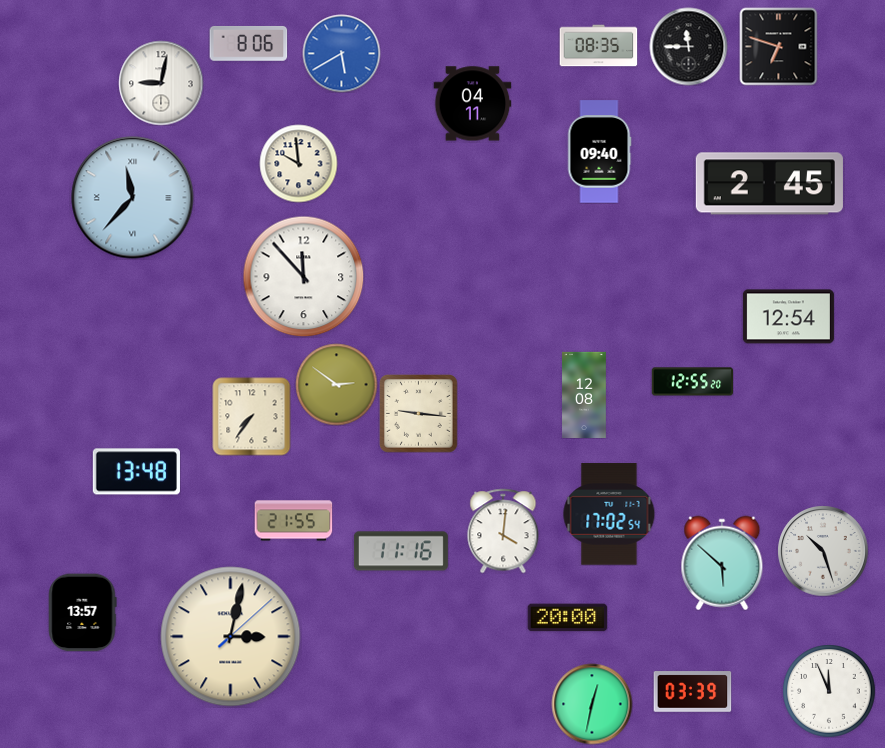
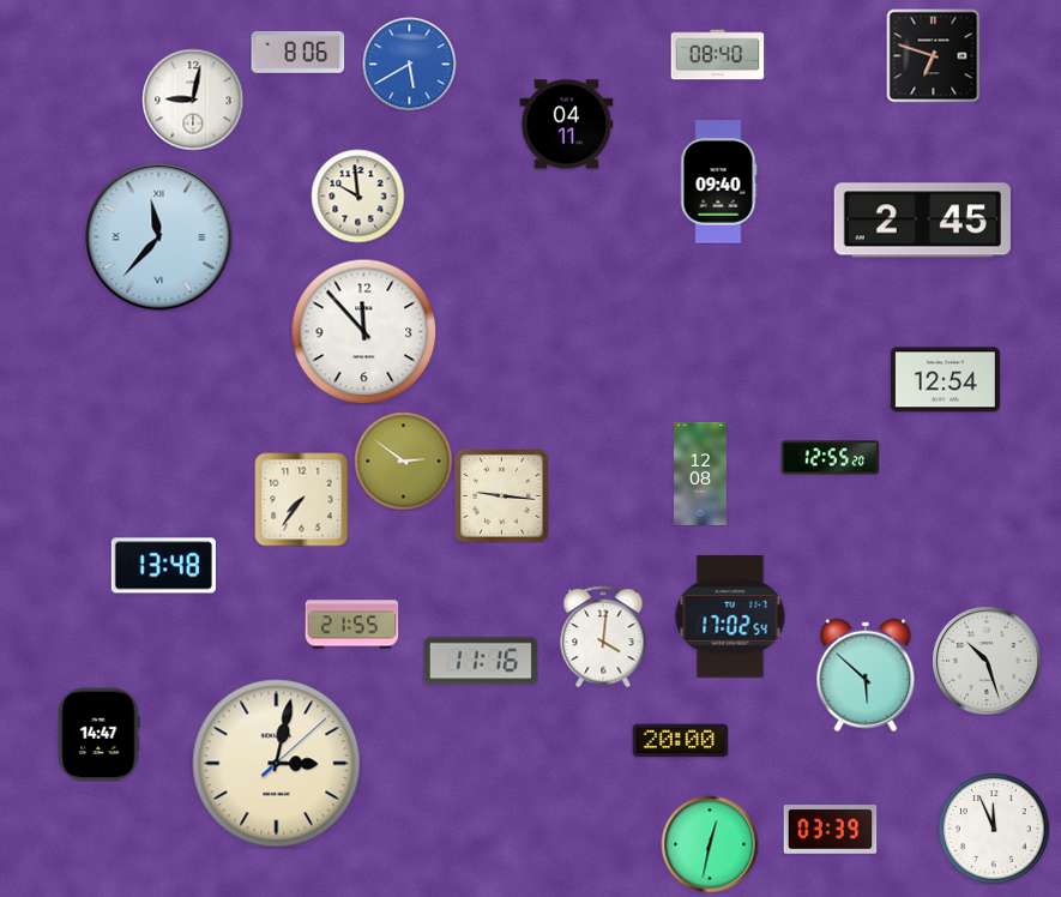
clock at (598, 46): 08:35 -> 08:40
clock at (688, 46): 11:45 -> none
clock at (83, 612): 13:57 -> 14:47
